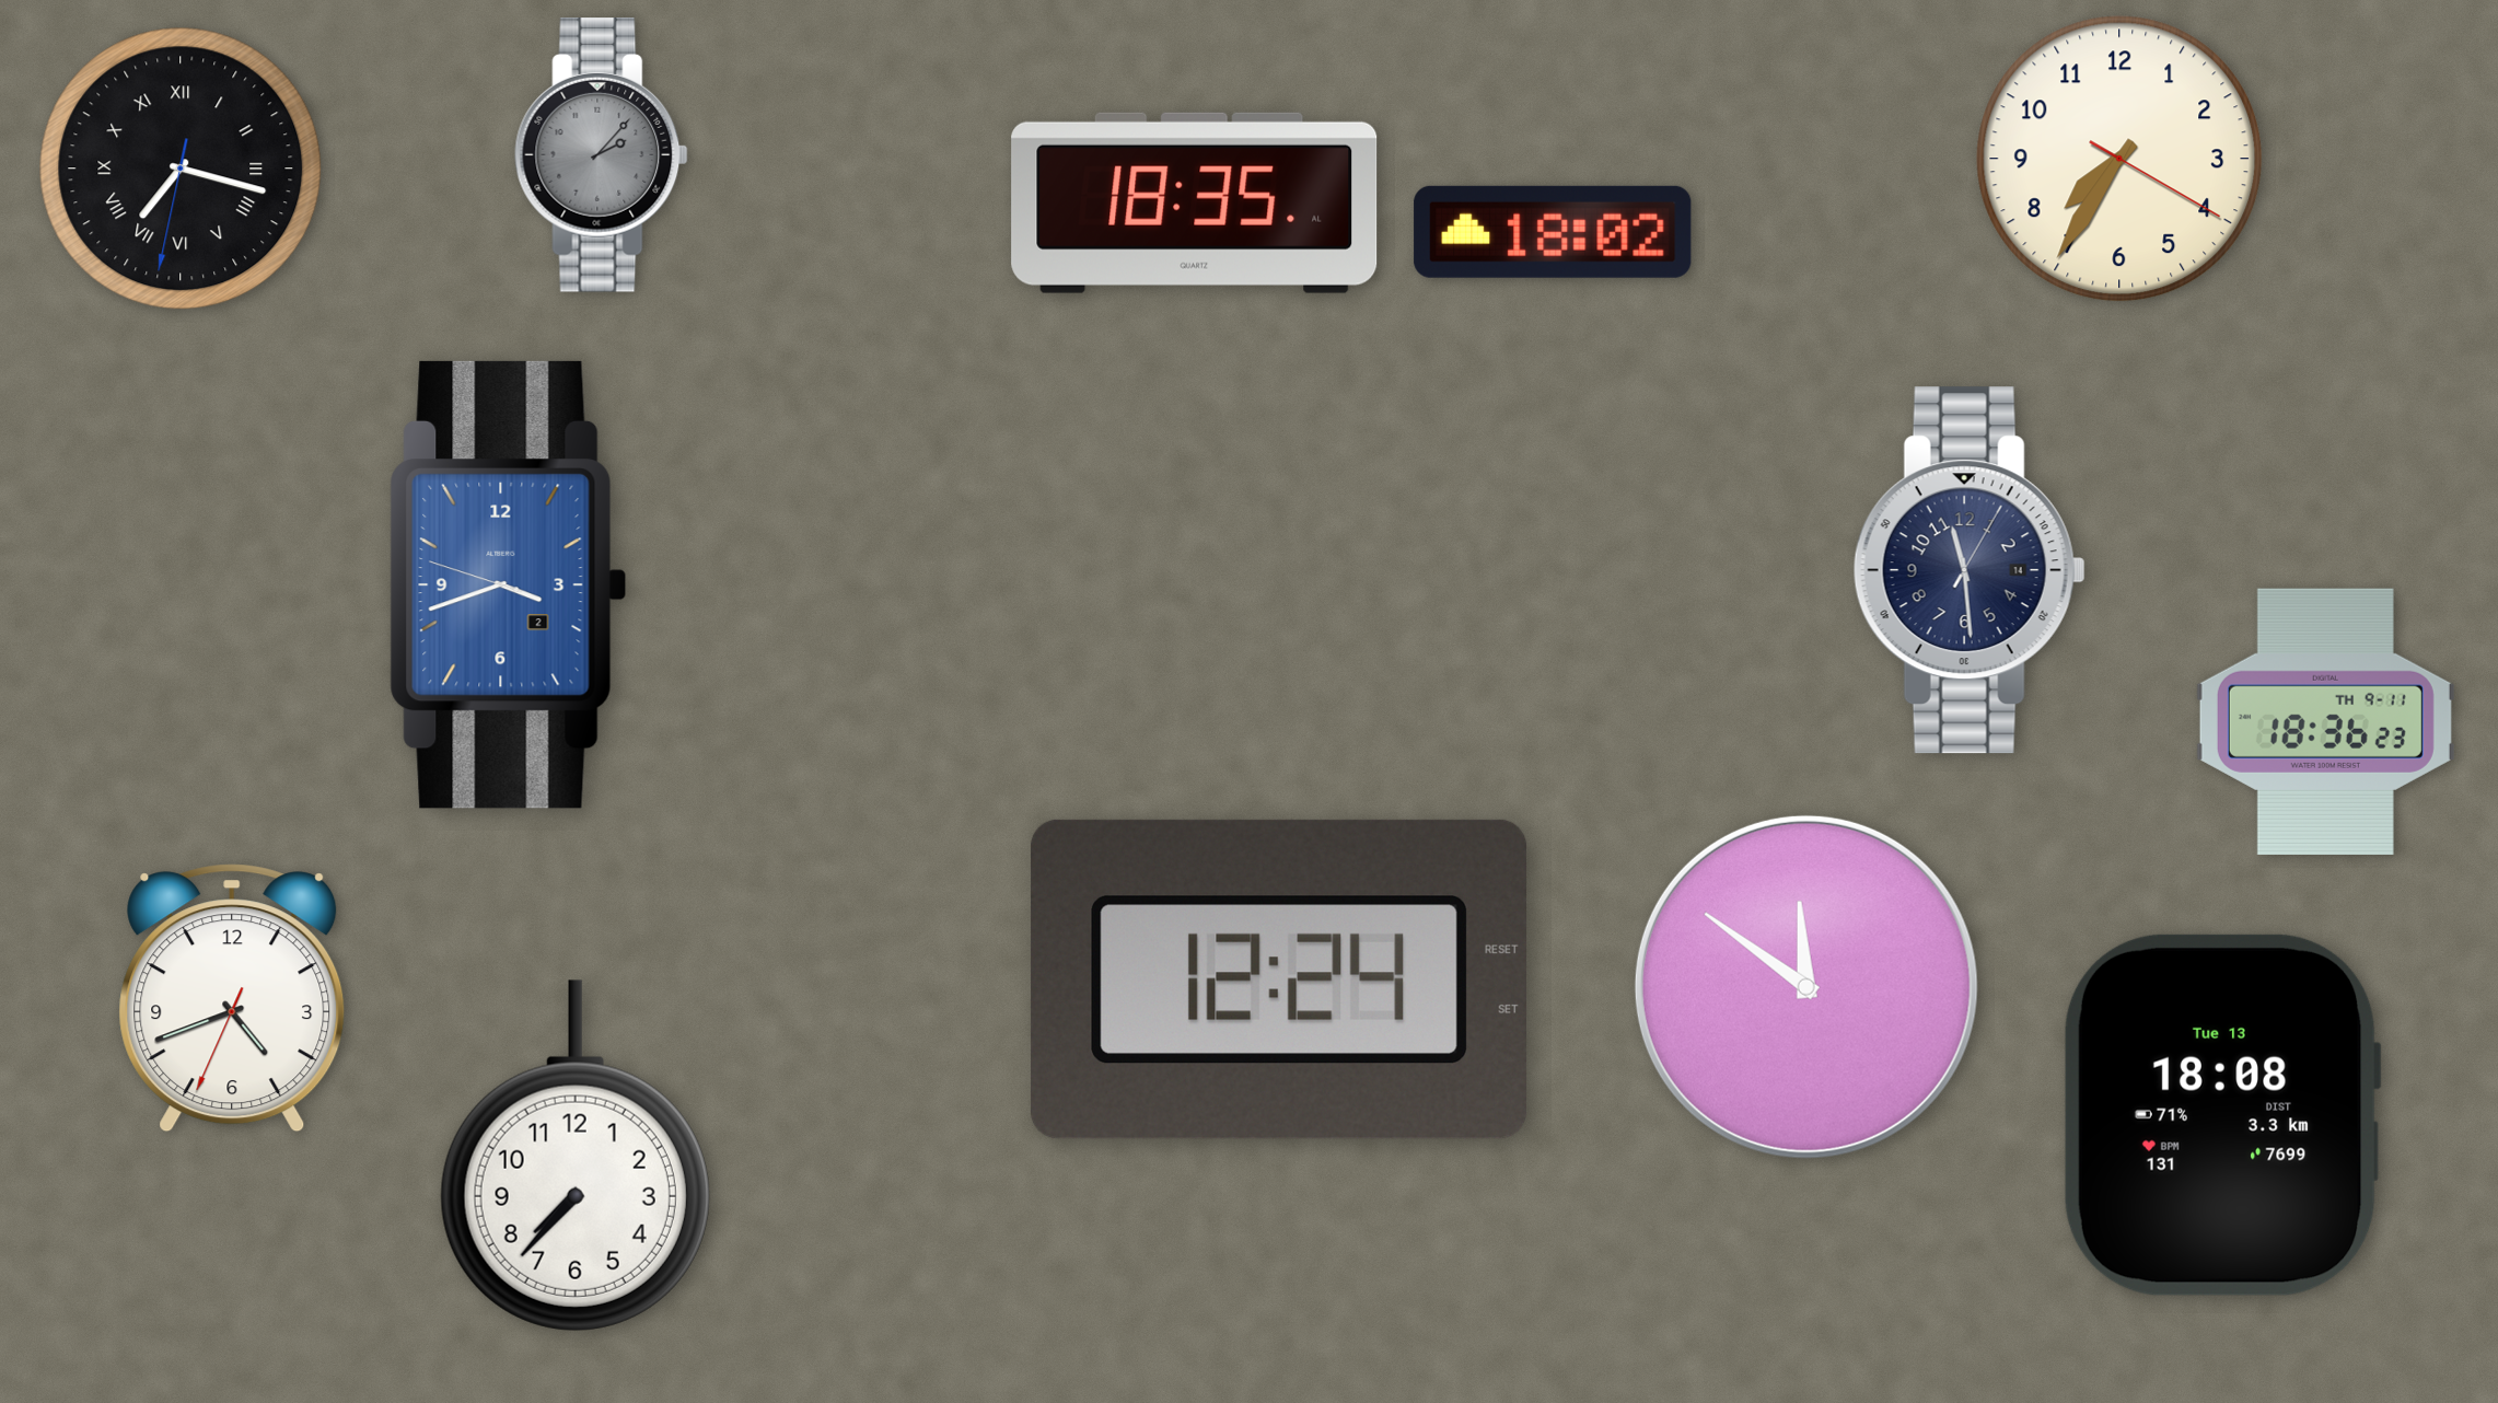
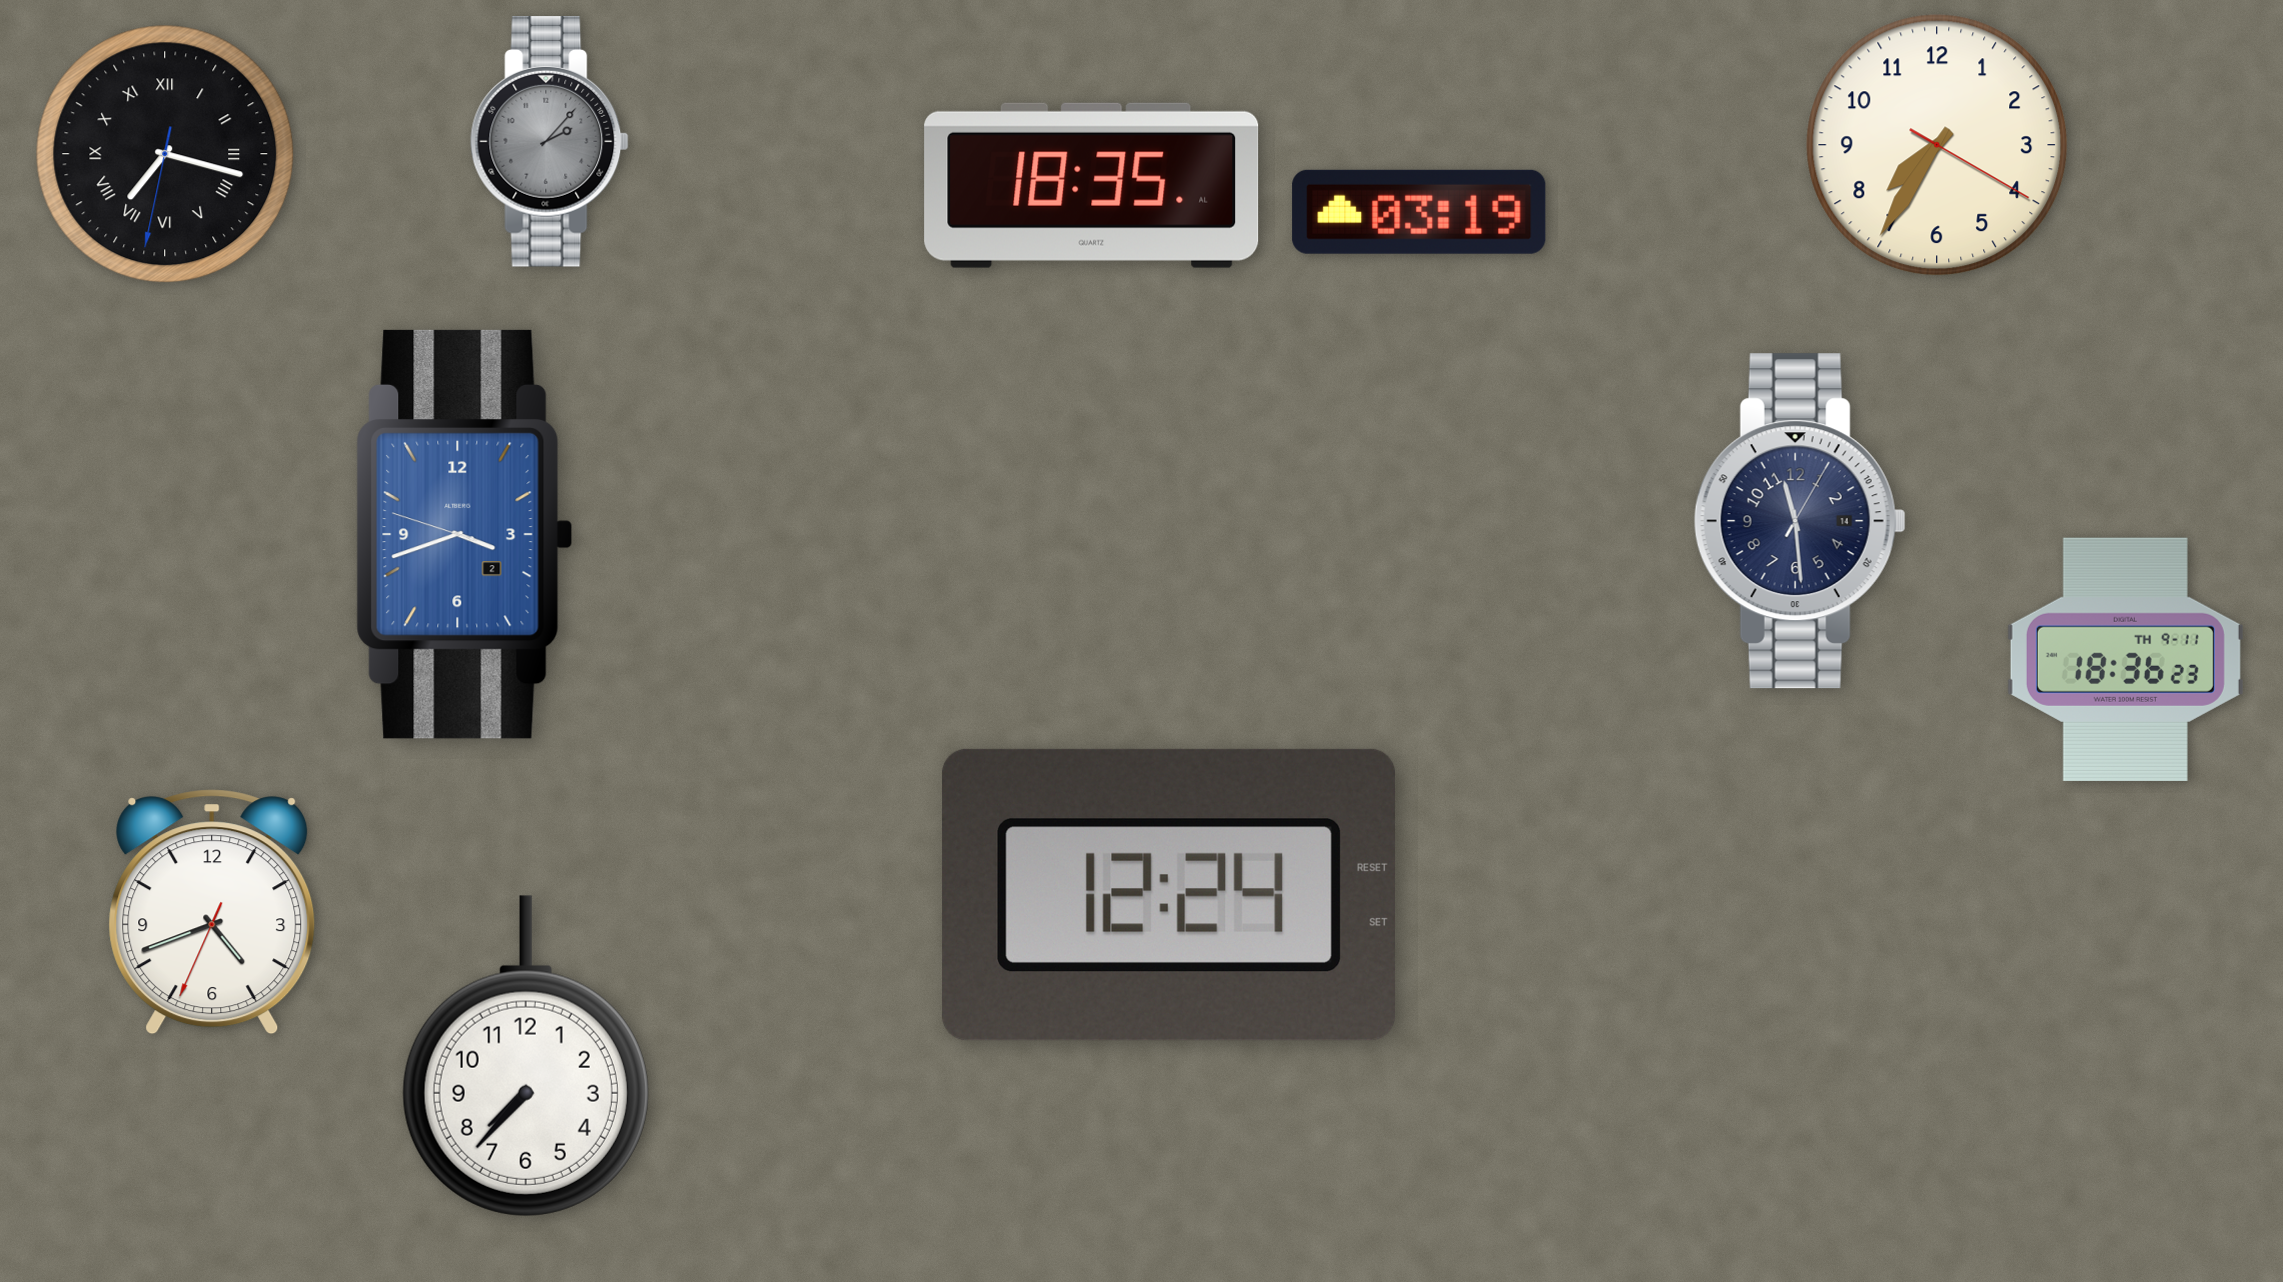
clock at (1553, 232): 18:02 -> 03:19
clock at (1806, 987): 11:51 -> none
clock at (2222, 1115): 18:08 -> none
